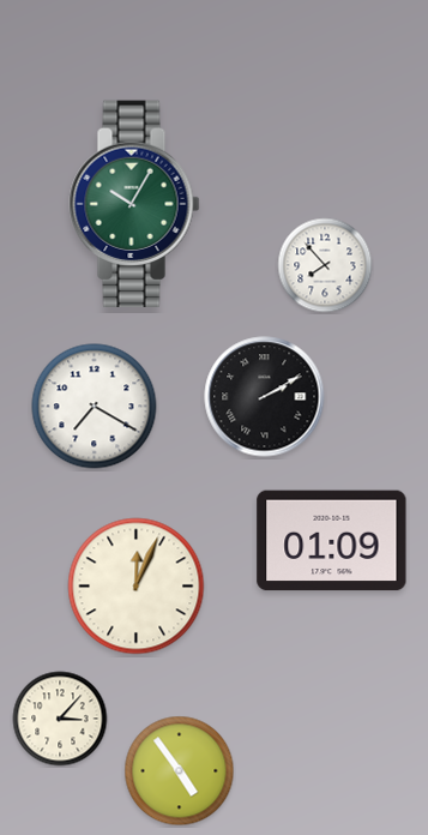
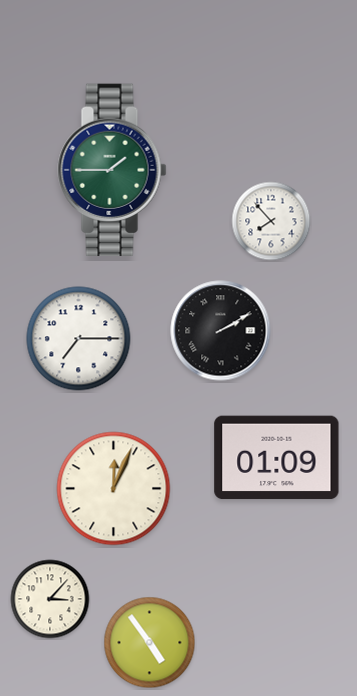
clock at (134, 204): 10:05 -> 1:45
clock at (95, 407): 7:20 -> 7:15
clock at (332, 541) position: (332, 541) -> (277, 458)
